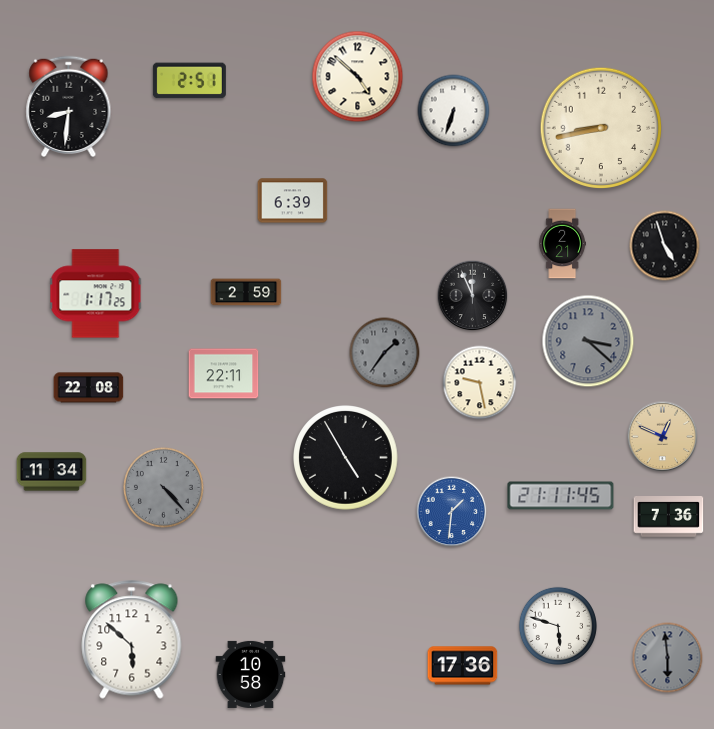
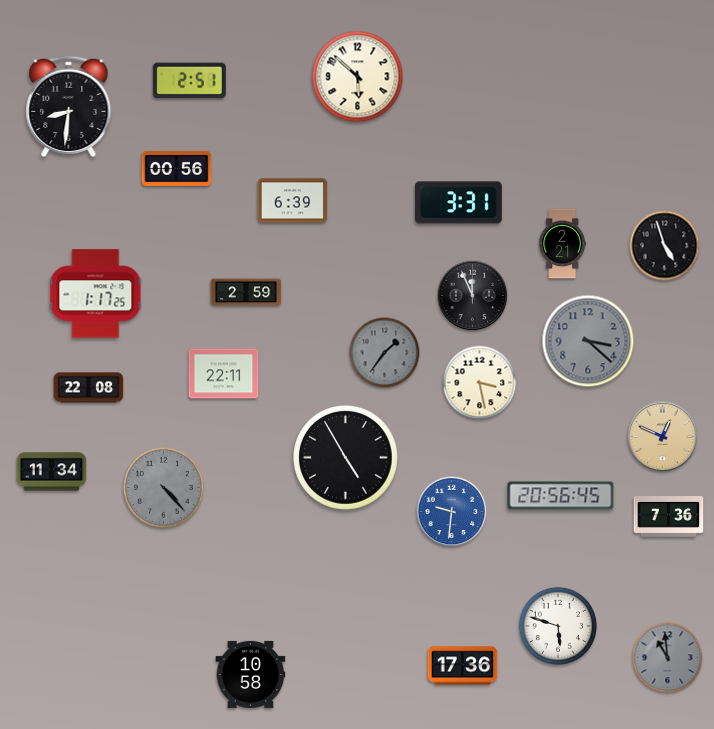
clock at (358, 77): 4:52 -> 5:52
clock at (454, 111): 6:33 -> none
clock at (600, 127): 8:43 -> none
clock at (177, 169): none -> 00:56
clock at (458, 203): none -> 3:31
clock at (480, 383): 9:28 -> 3:28
clock at (561, 496): 21:11 -> 20:56
clock at (452, 512): 1:31 -> 9:31
clock at (132, 640): 5:52 -> none
clock at (668, 658): 5:59 -> 10:59
